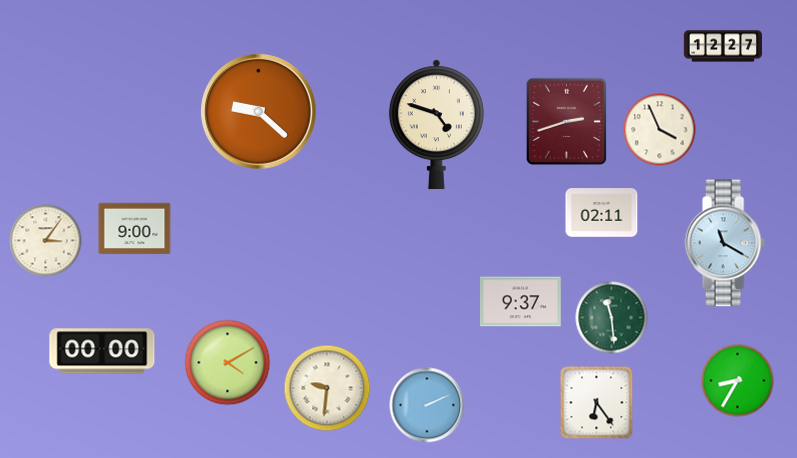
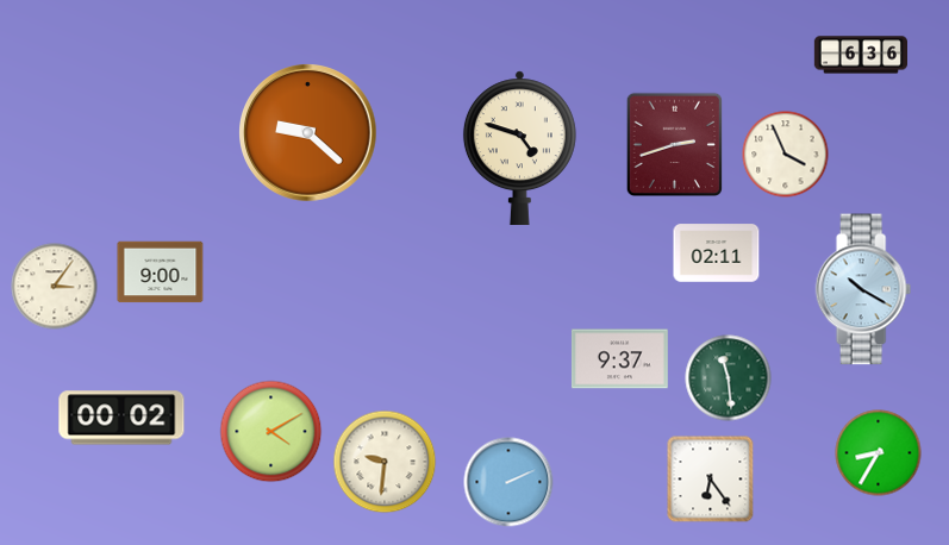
clock at (722, 46): 12:27 -> 6:36
clock at (725, 243): 11:20 -> 10:20
clock at (102, 351): 00:00 -> 00:02
clock at (327, 388) position: (327, 388) -> (385, 462)
